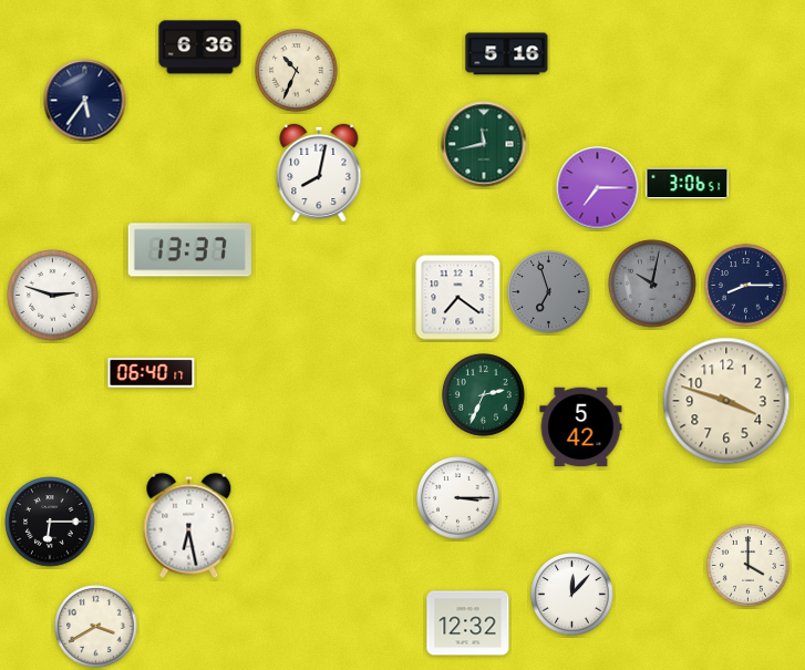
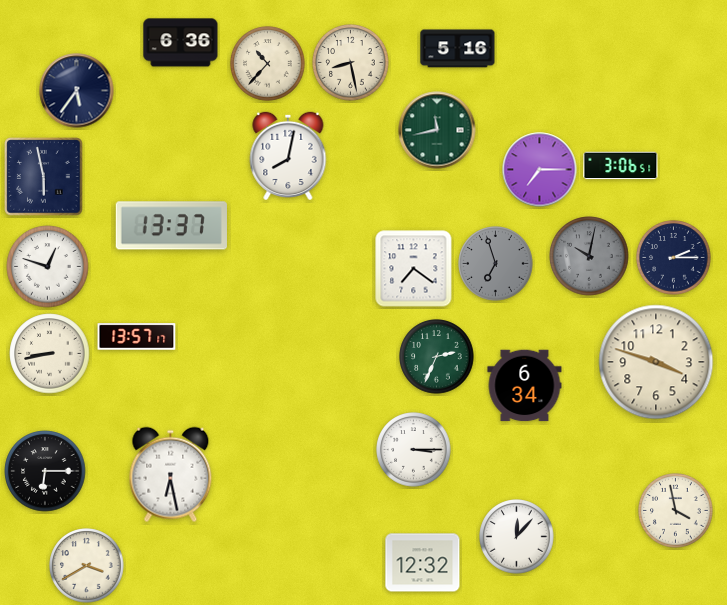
clock at (351, 63): none -> 8:28
clock at (297, 71): 10:34 -> 10:37
clock at (44, 177): none -> 5:58
clock at (746, 286): 8:15 -> 2:15
clock at (53, 296): 2:48 -> 12:48
clock at (152, 373): 06:40 -> 13:57
clock at (50, 354): none -> 8:43
clock at (581, 427): 5:42 -> 6:34
clock at (749, 566): 4:00 -> 3:58
